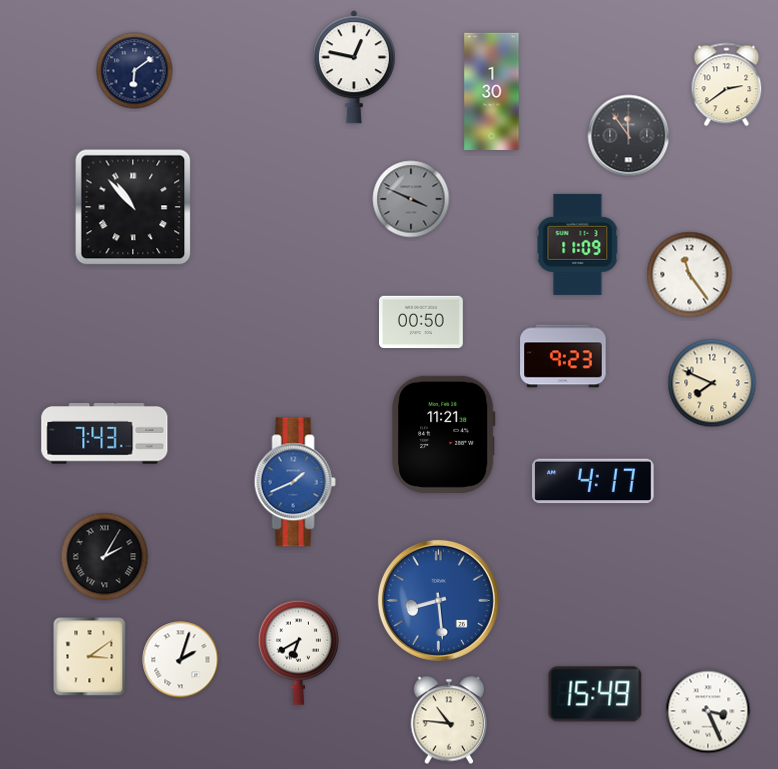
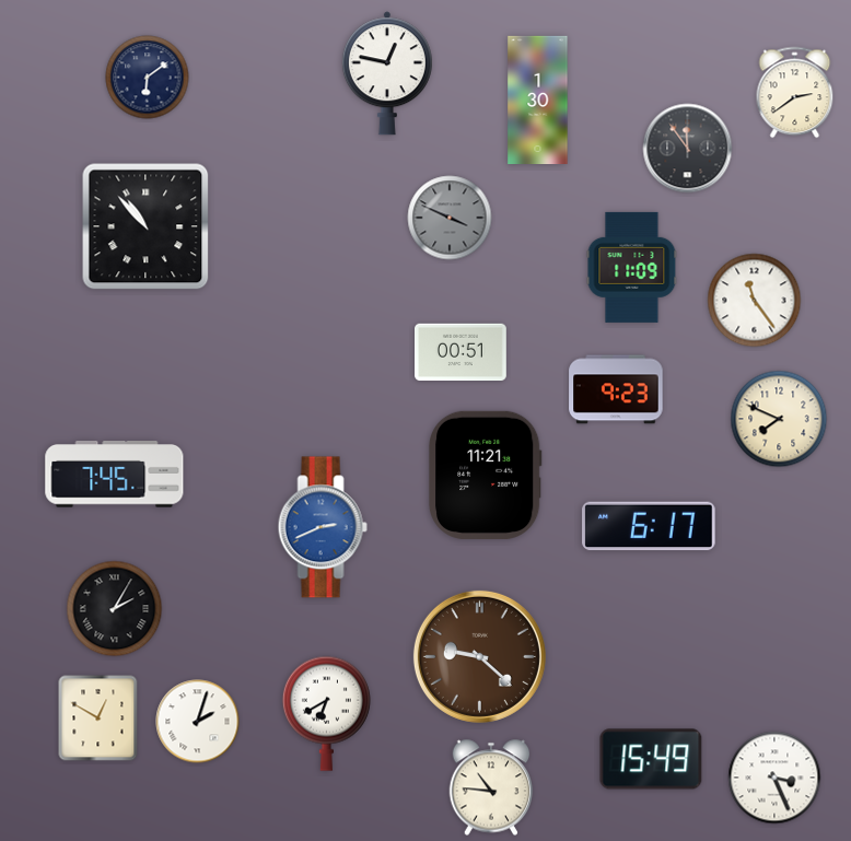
clock at (422, 322): 00:50 -> 00:51
clock at (105, 434): 7:43 -> 7:45
clock at (593, 481): 4:17 -> 6:17
clock at (295, 482): 1:41 -> 2:41
clock at (438, 600): 8:29 -> 9:22
clock at (438, 600) dial: blue -> brown
clock at (90, 657): 3:09 -> 12:50
